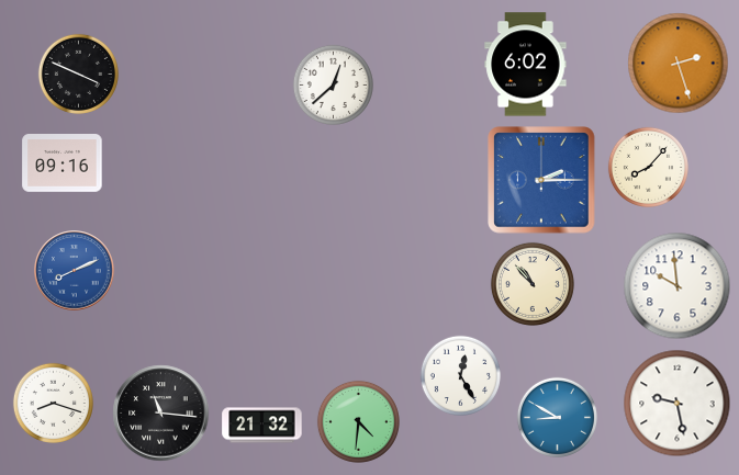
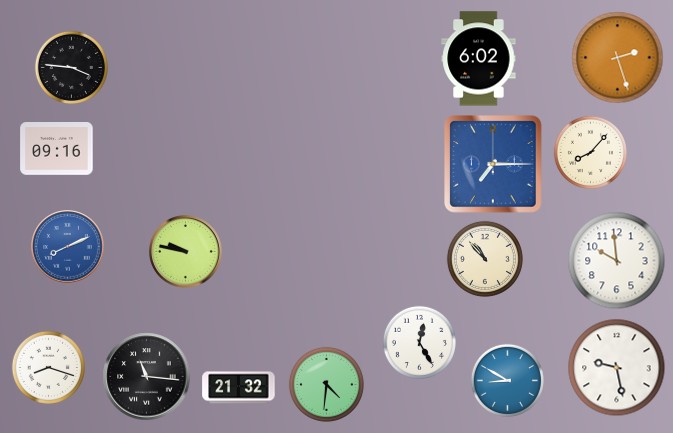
clock at (78, 73): 3:49 -> 3:46
clock at (333, 84): 12:38 -> none
clock at (541, 180): 2:15 -> 7:15
clock at (186, 252): none -> 9:47
